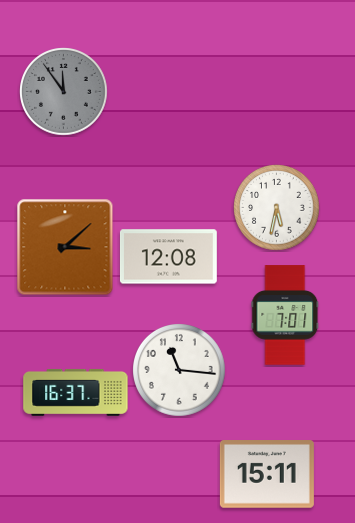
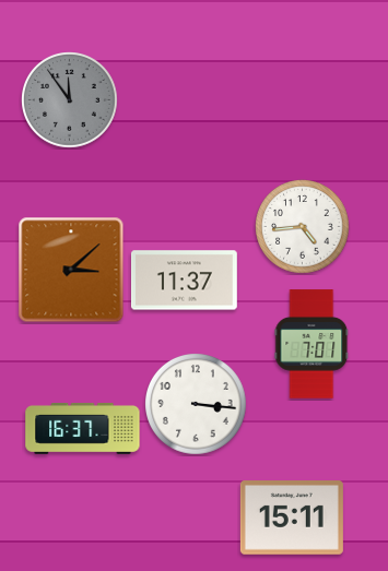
clock at (277, 208): 5:32 -> 4:44
clock at (168, 257): 12:08 -> 11:37
clock at (180, 371): 11:16 -> 3:16
